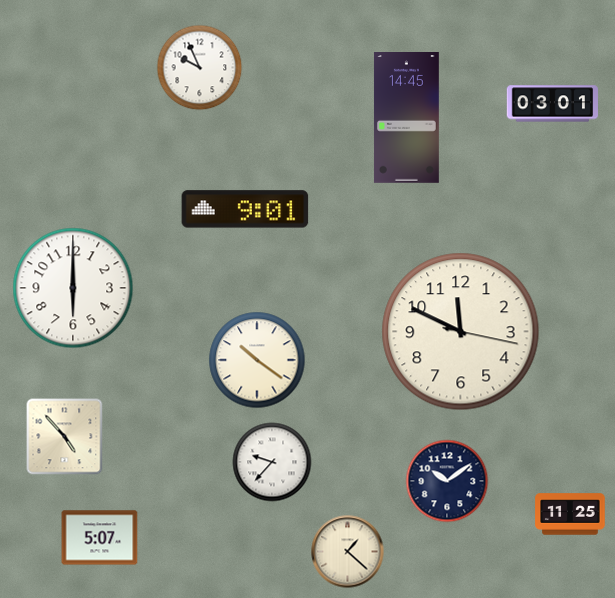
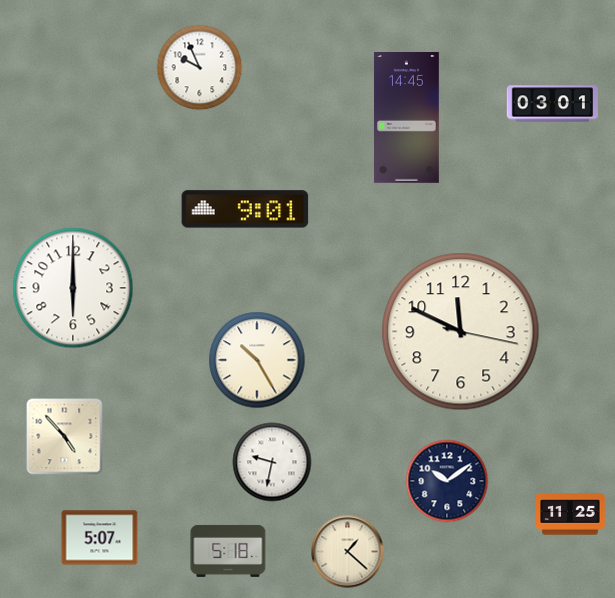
clock at (257, 360): 10:21 -> 10:25
clock at (272, 462): 9:37 -> 9:32
clock at (228, 551): none -> 5:18
